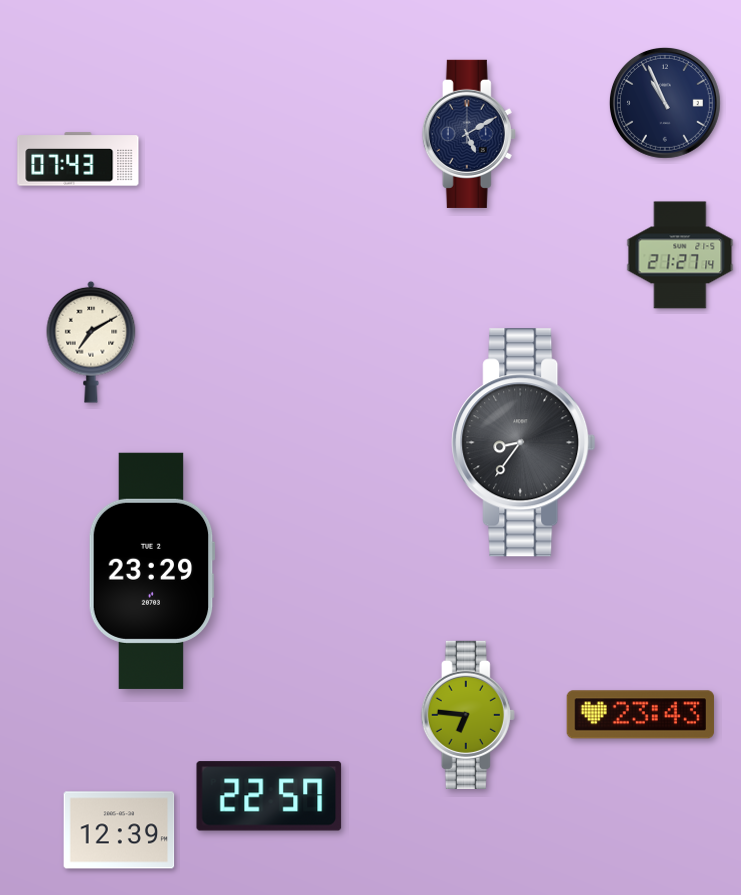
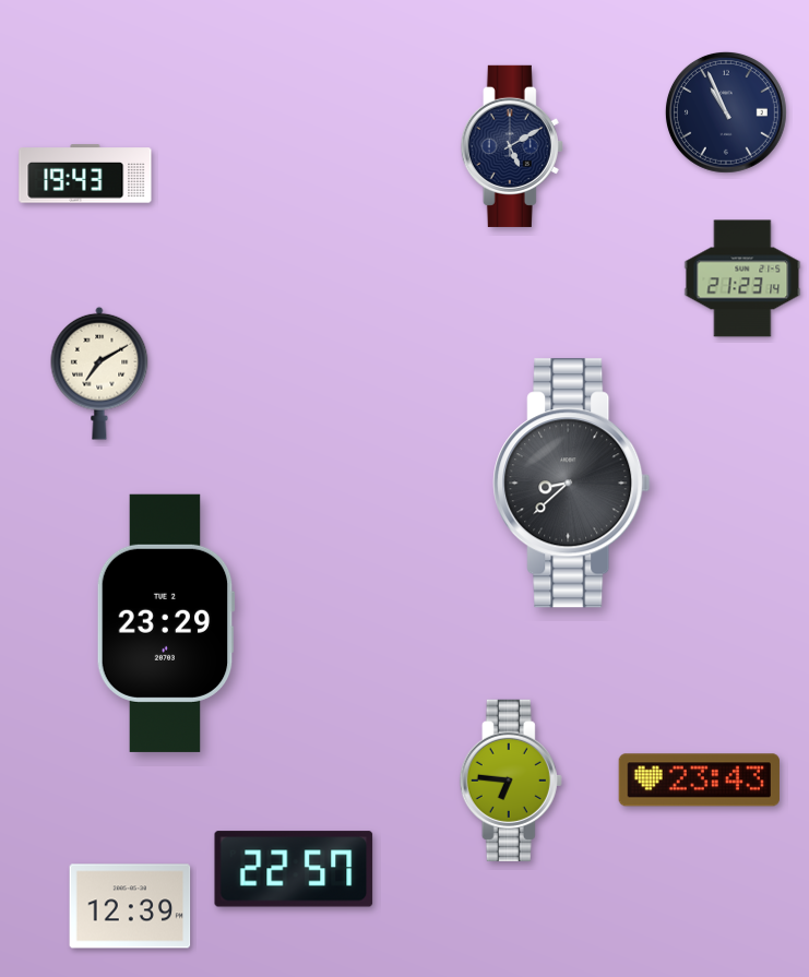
clock at (78, 159): 07:43 -> 19:43
clock at (680, 255): 21:27 -> 21:23
clock at (524, 443): 8:36 -> 8:38
